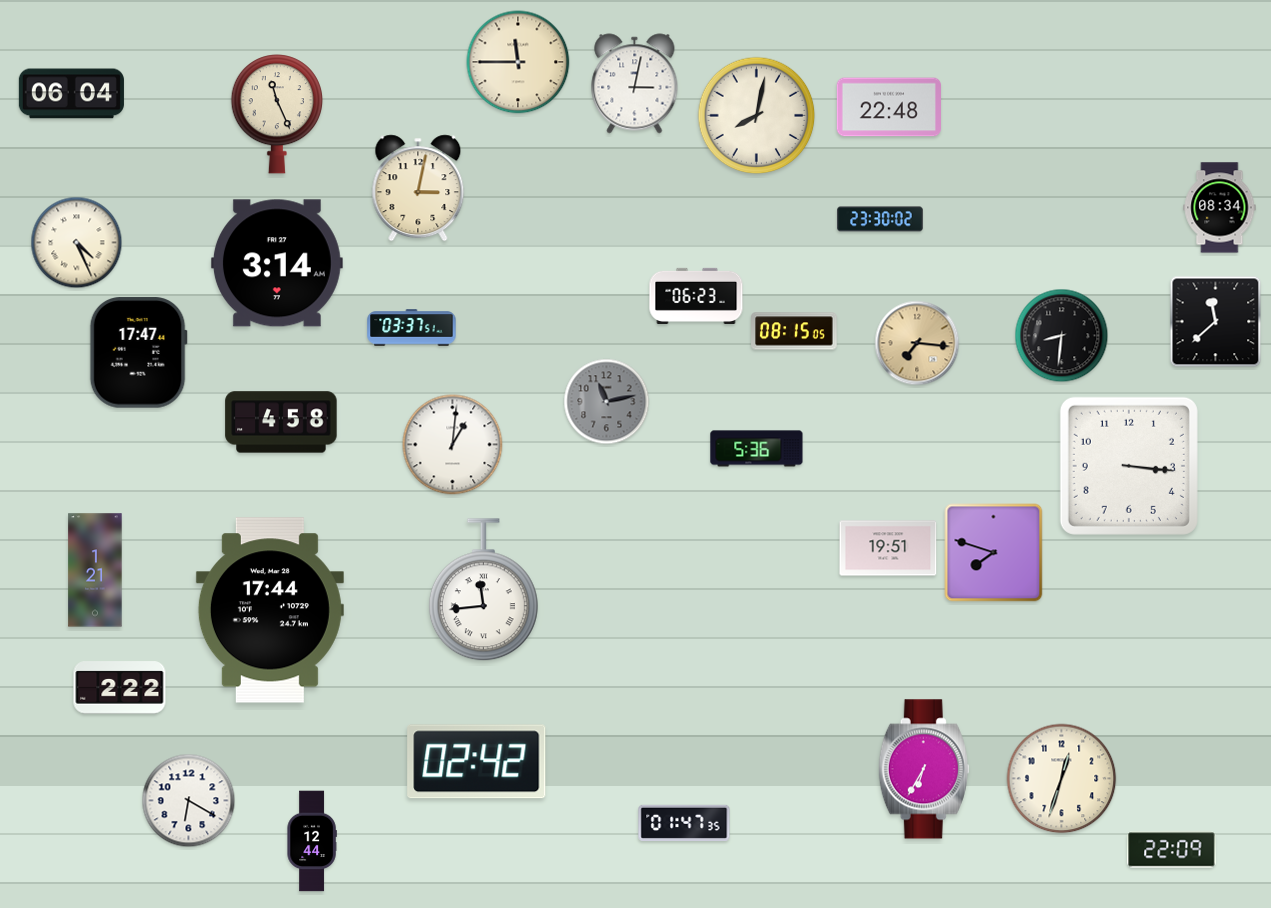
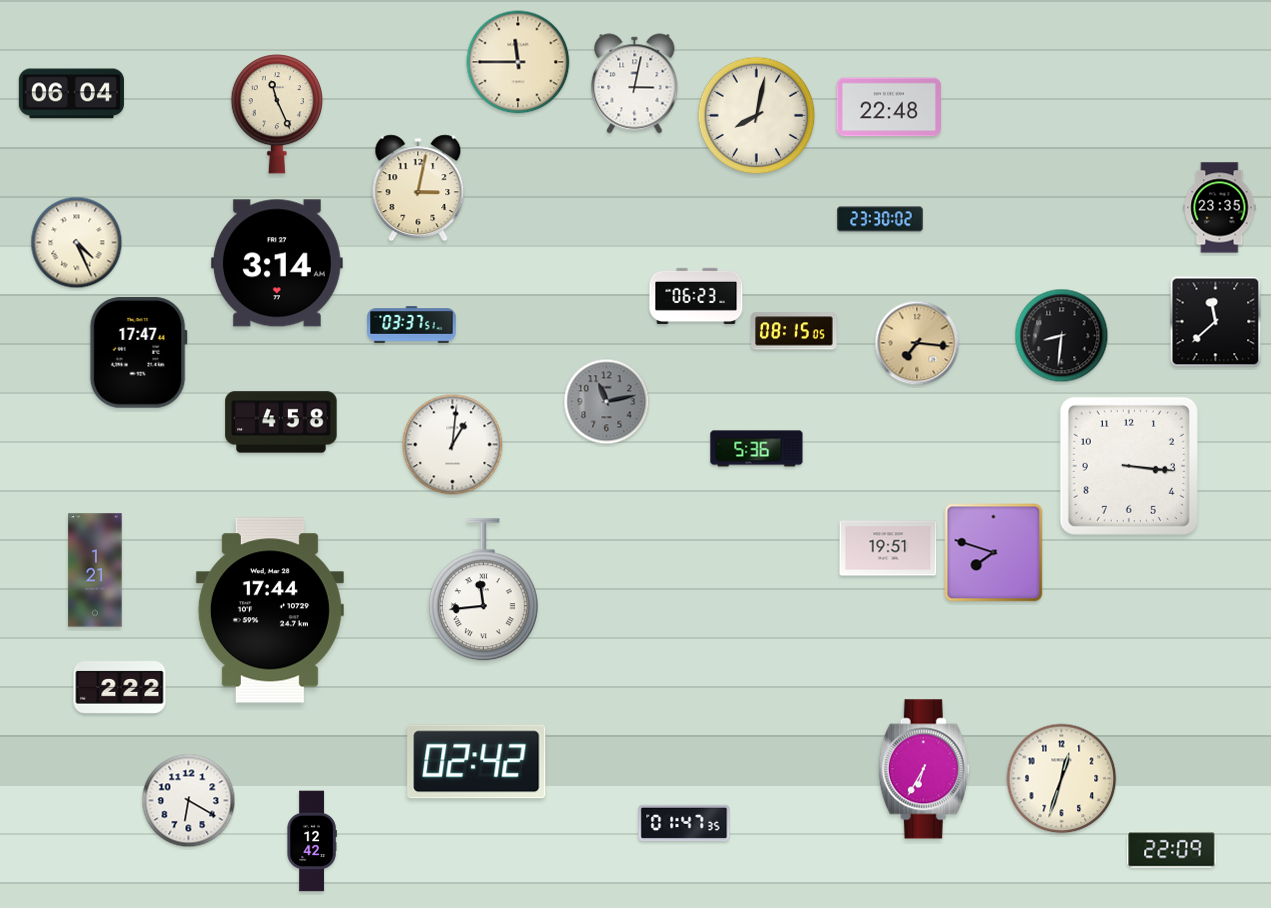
clock at (1220, 208): 08:34 -> 23:35
clock at (412, 328) position: (412, 328) -> (412, 325)
clock at (312, 841): 12:44 -> 12:42
